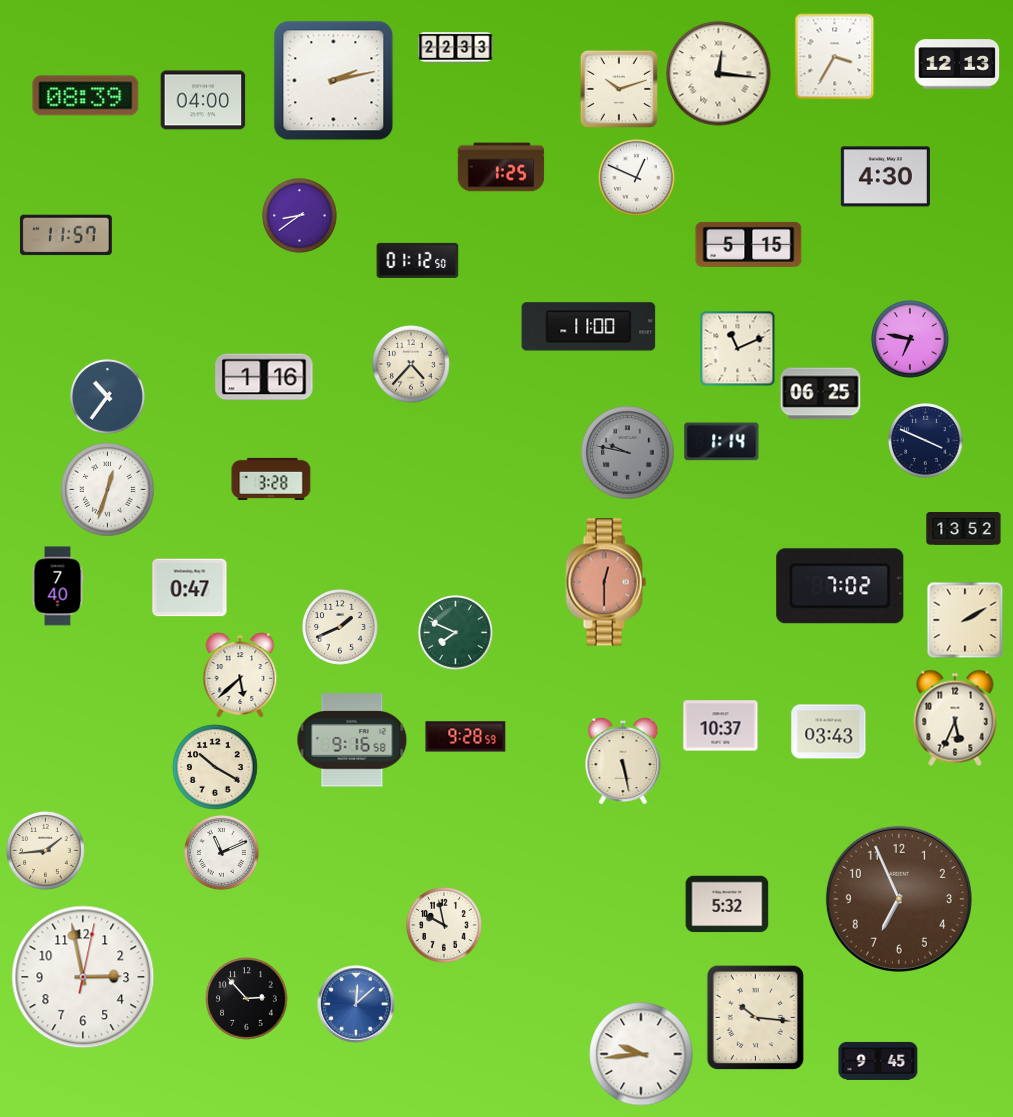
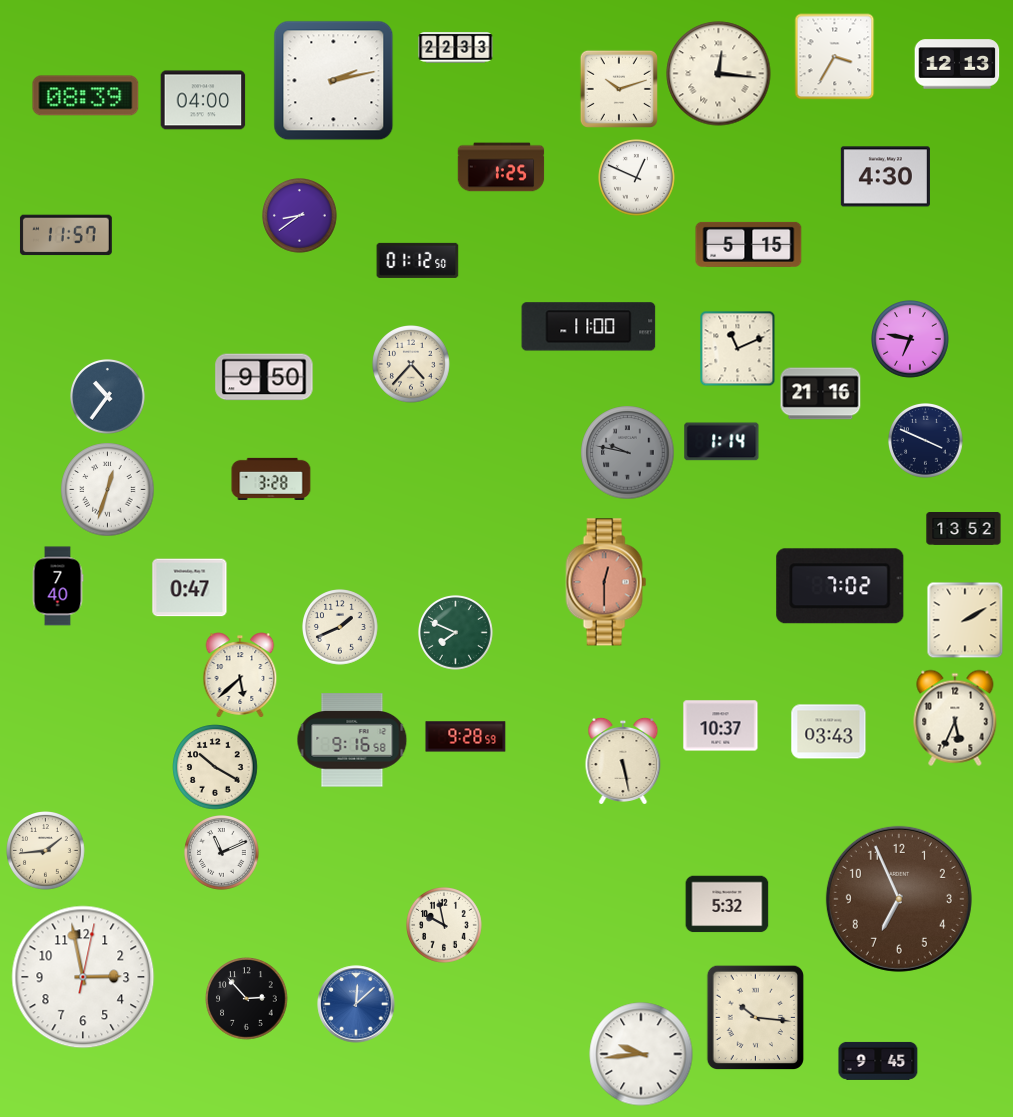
clock at (264, 377): 1:16 -> 9:50
clock at (821, 394): 06:25 -> 21:16
